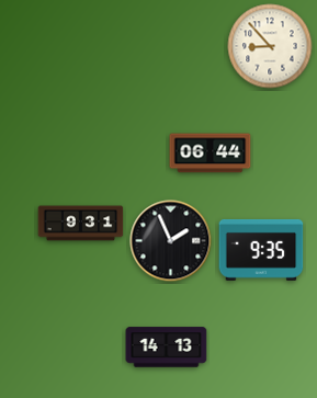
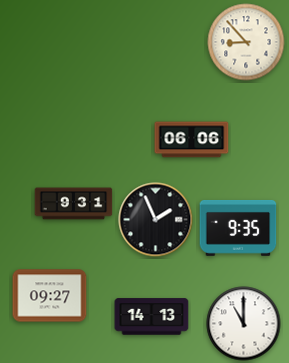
clock at (211, 153): 06:44 -> 06:06
clock at (50, 296): none -> 09:27
clock at (244, 324): none -> 11:00
